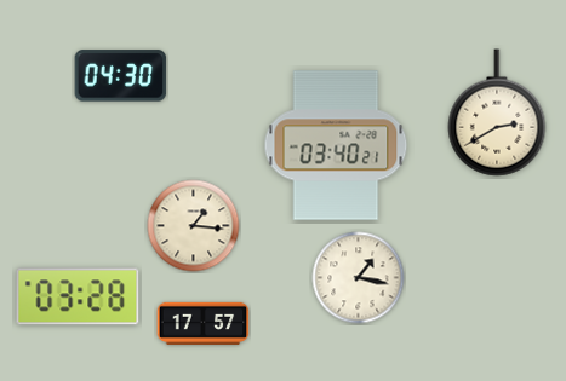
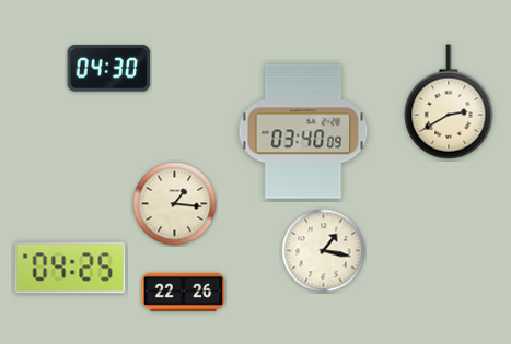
clock at (336, 145): 03:40:21 -> 03:40:09
clock at (78, 296): 03:28 -> 04:25
clock at (204, 323): 17:57 -> 22:26
